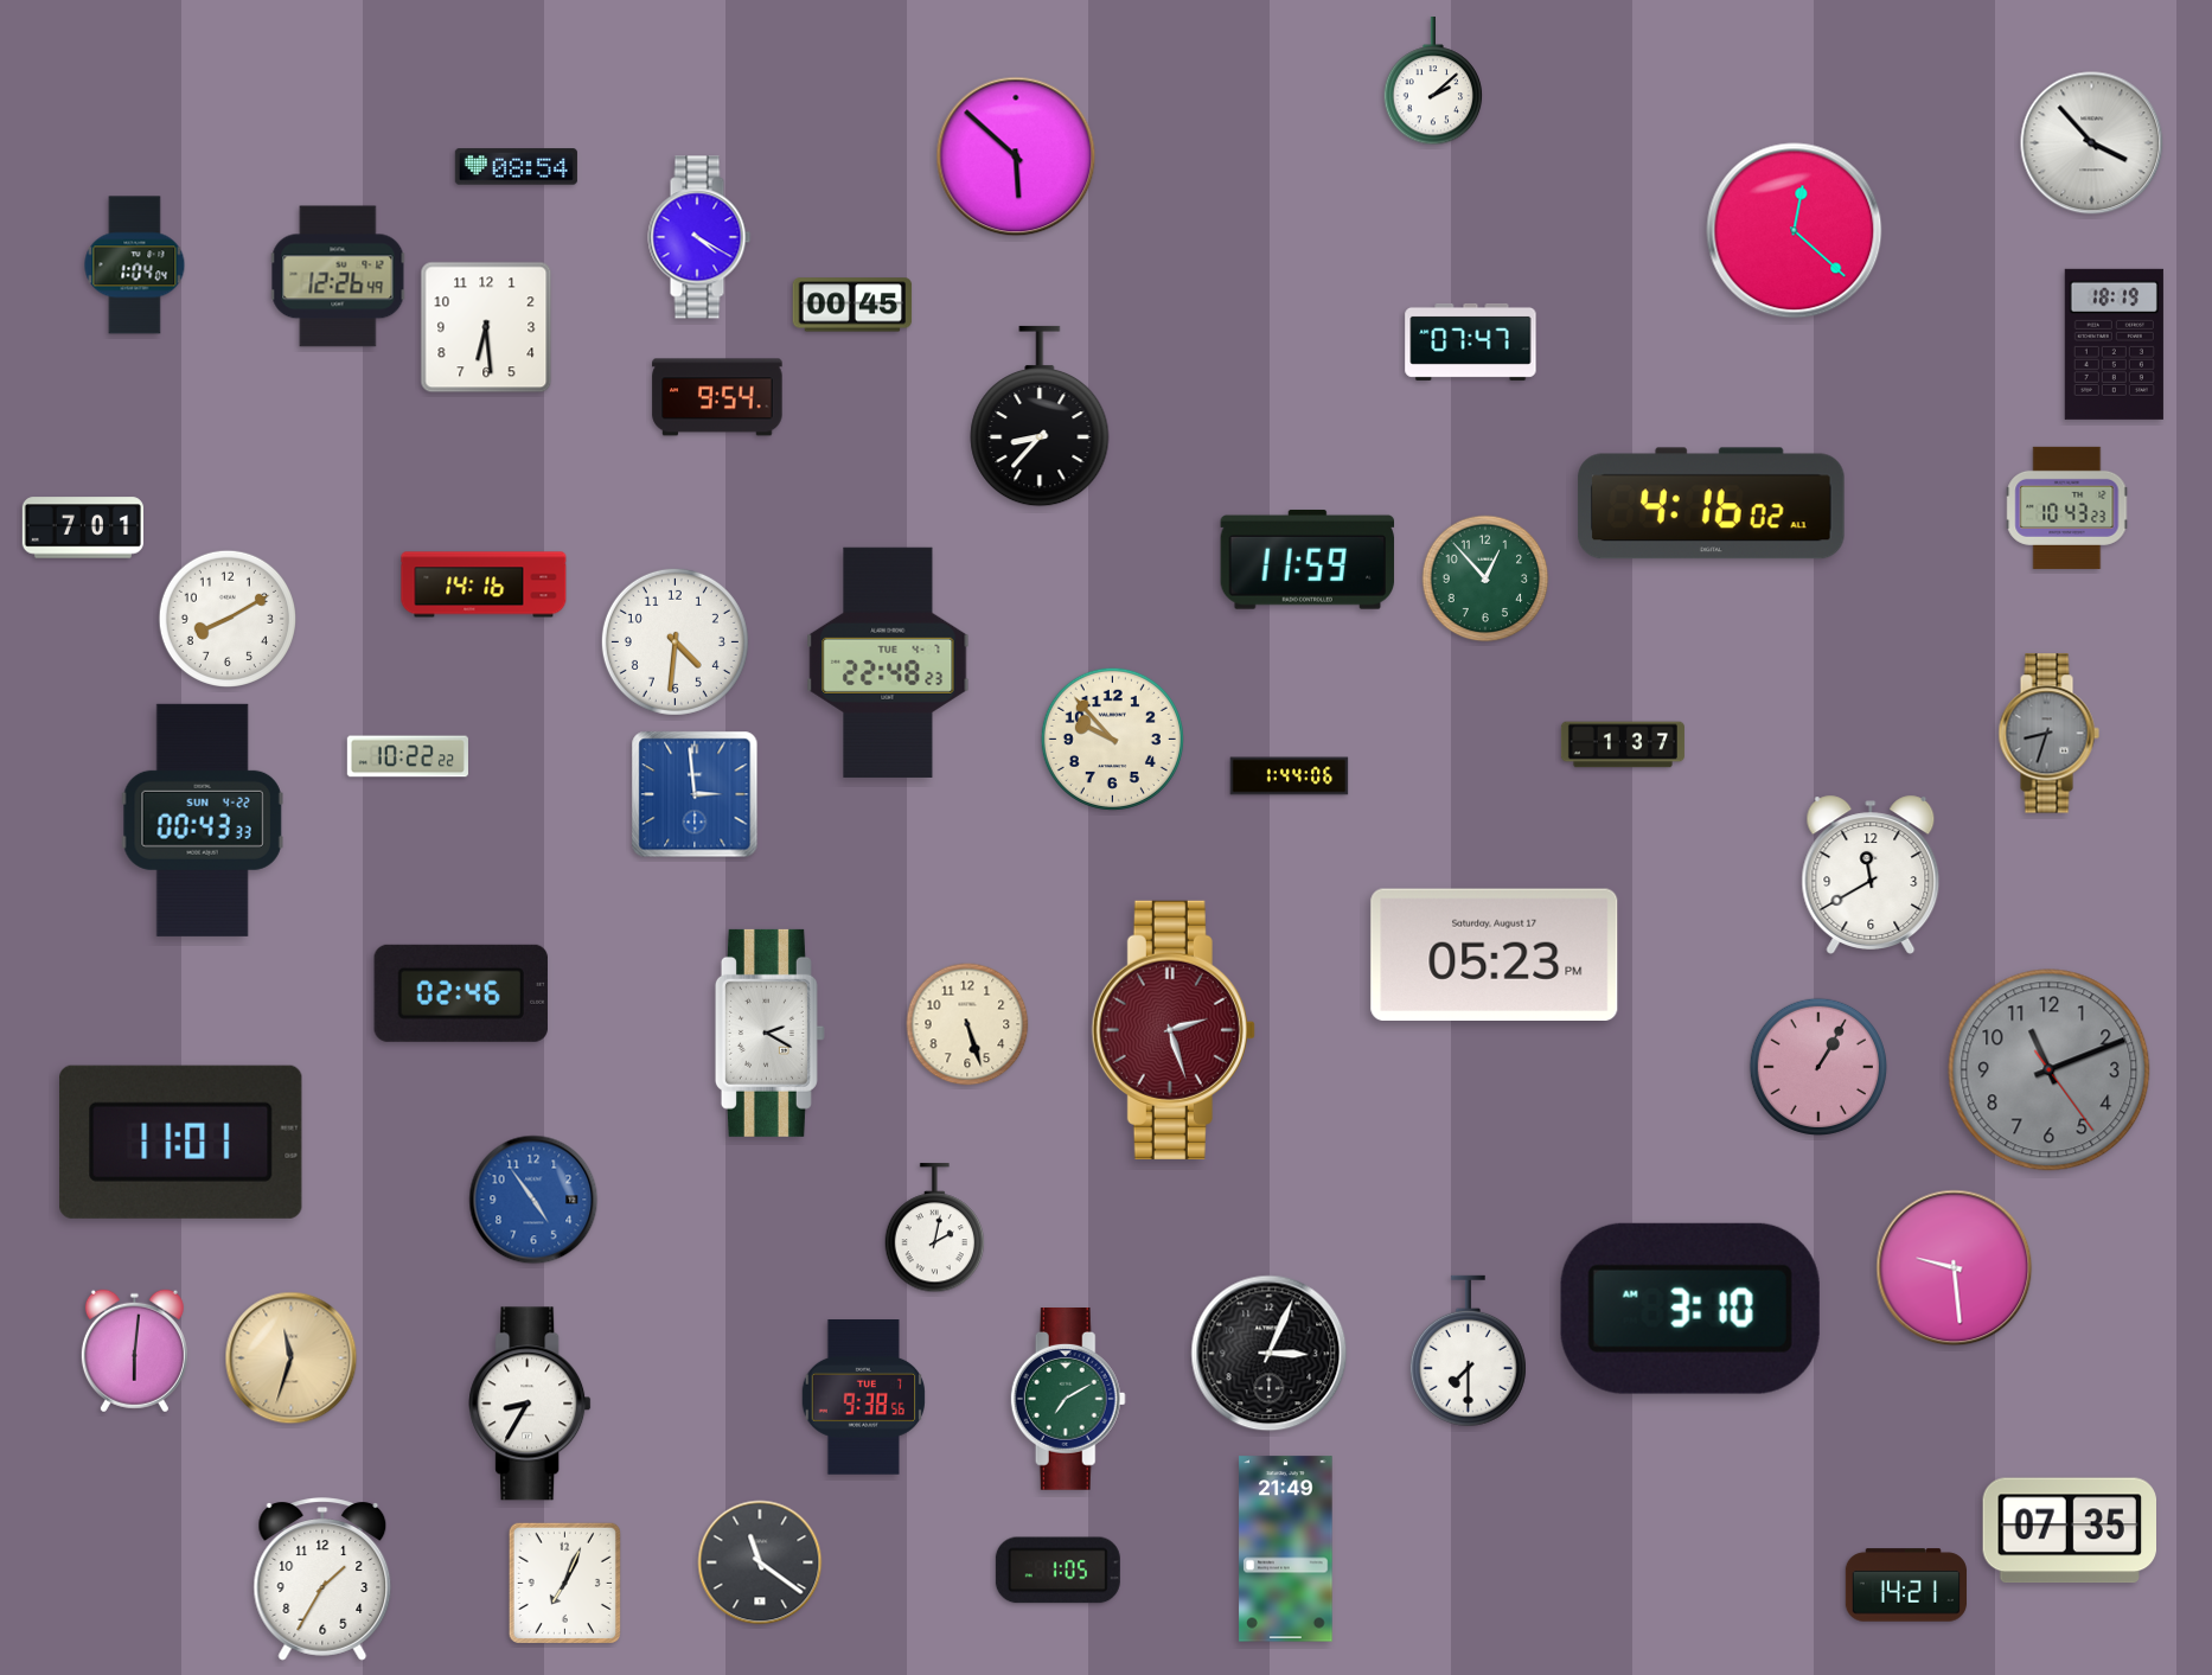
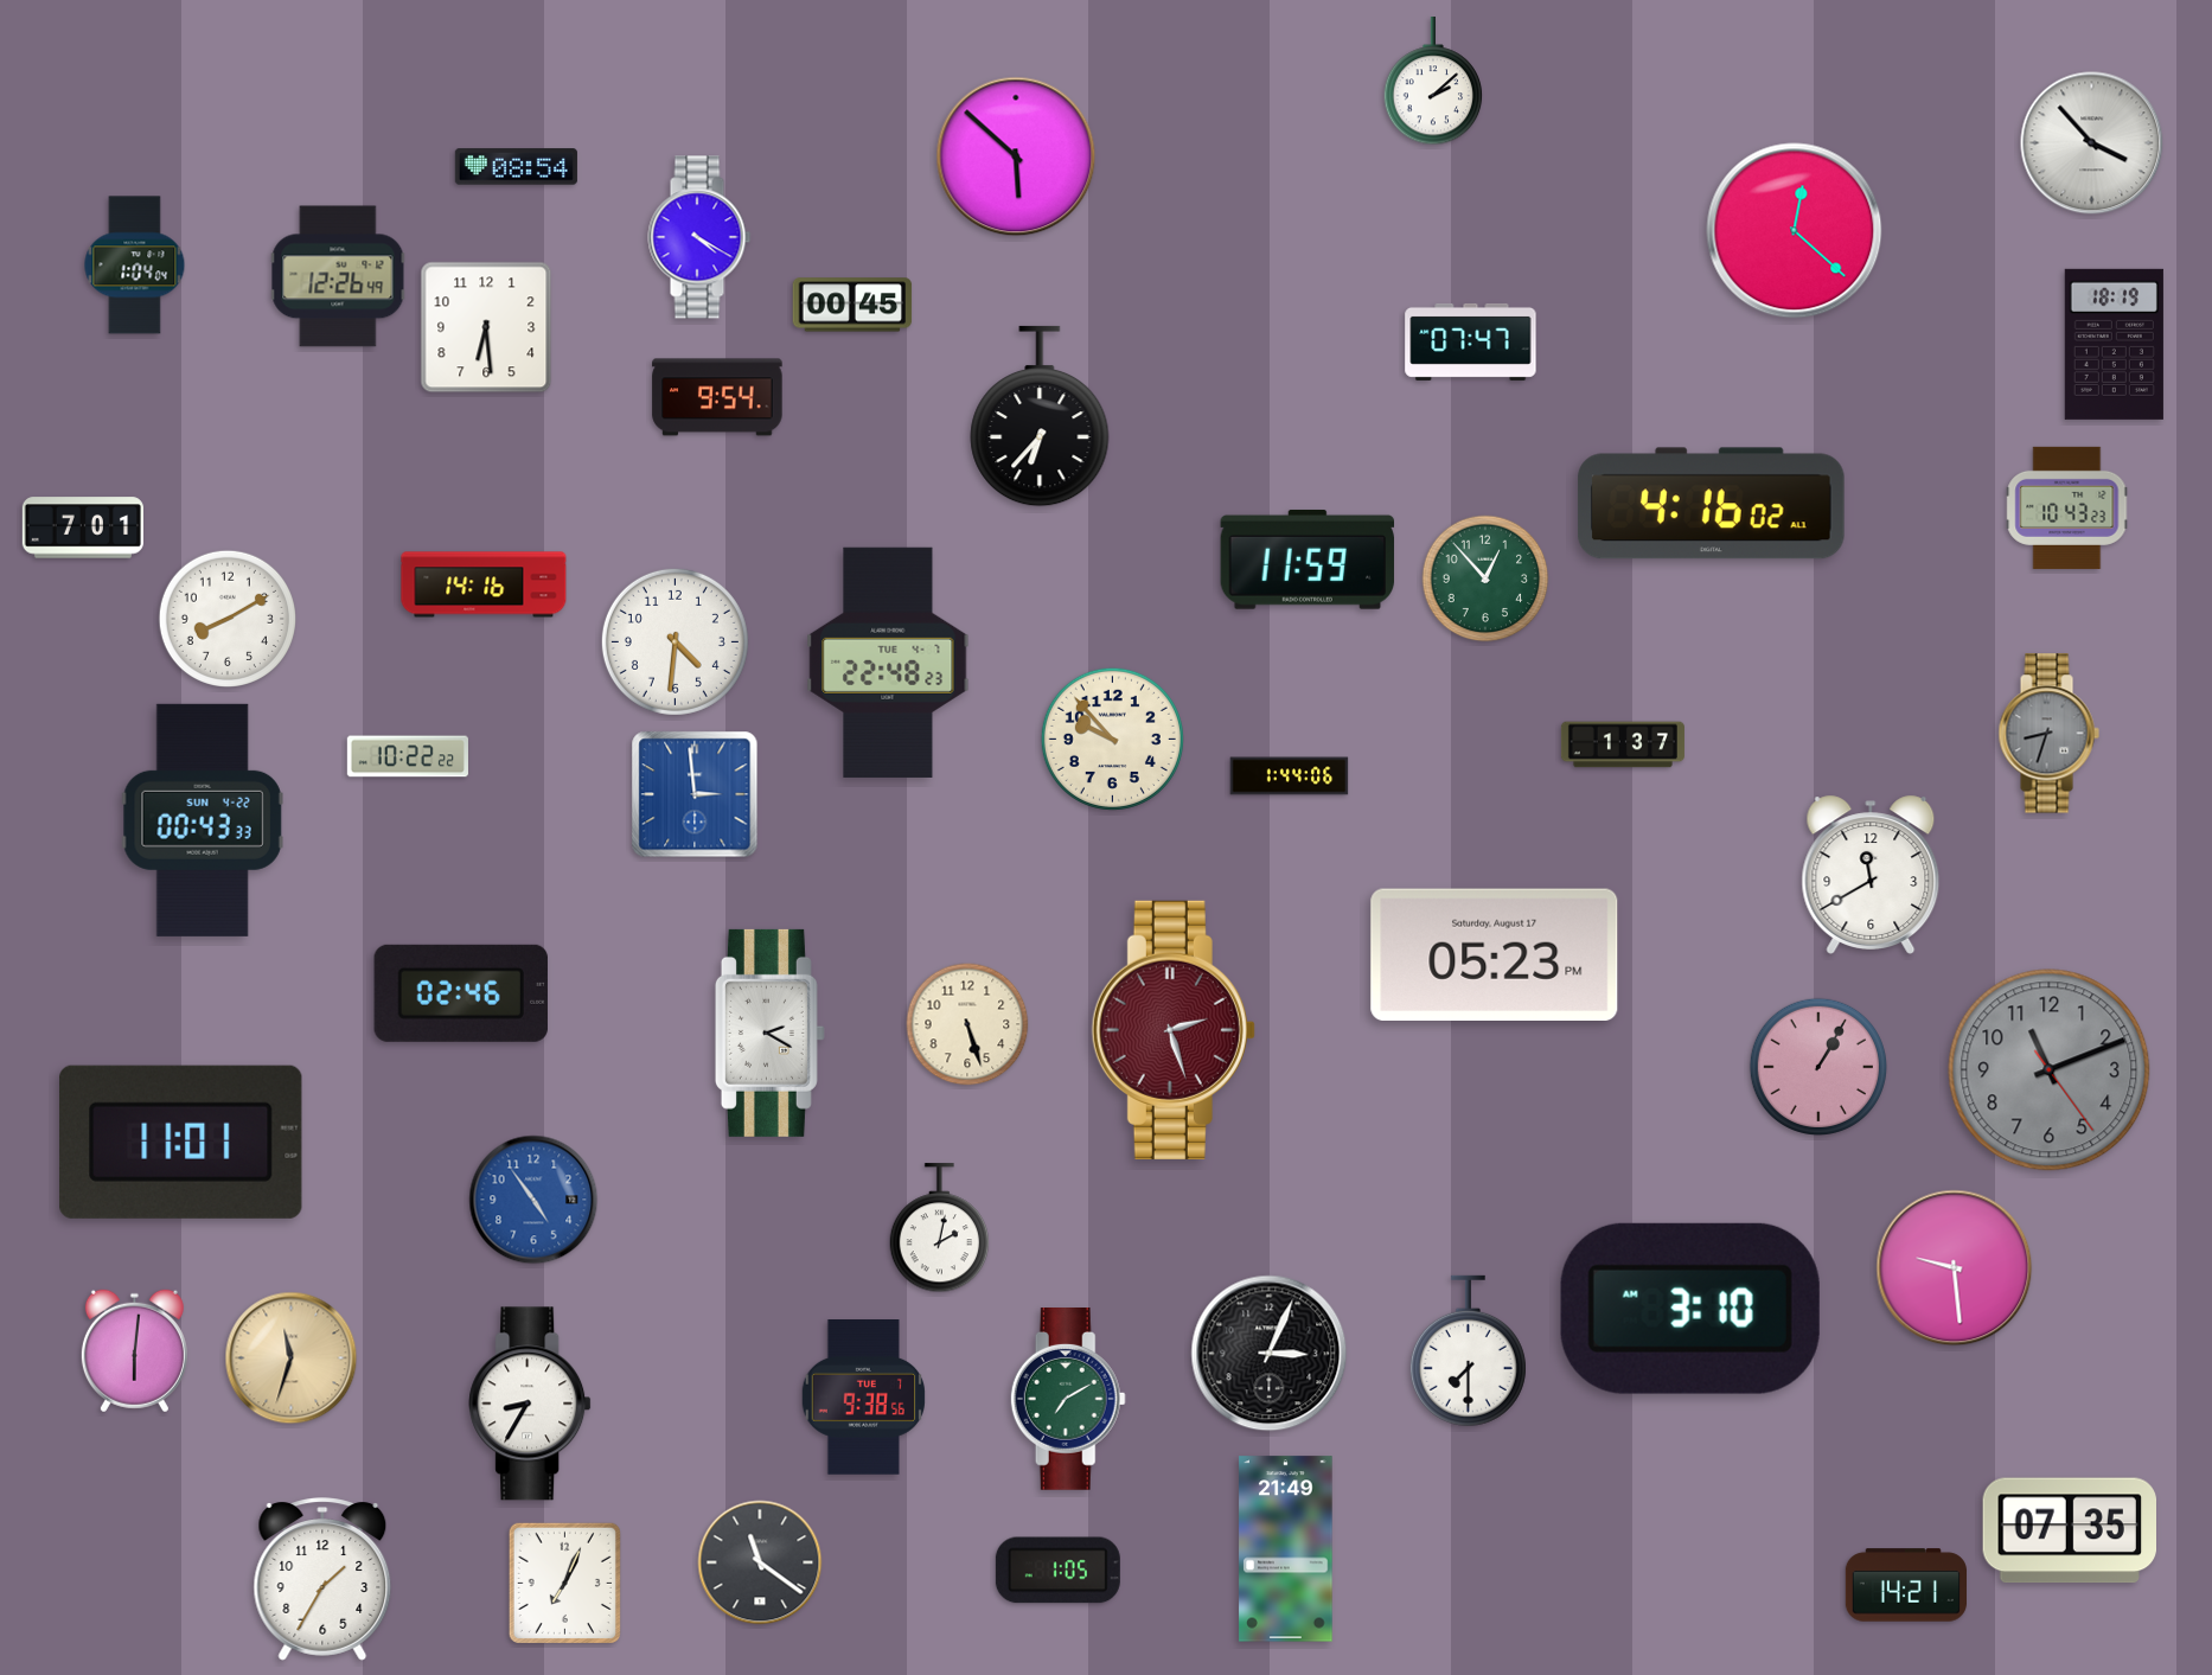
clock at (1040, 416): 8:37 -> 6:37
clock at (935, 1228) position: (935, 1228) -> (940, 1228)
